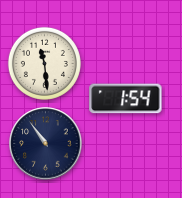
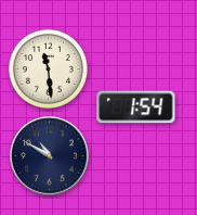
clock at (46, 144): 10:54 -> 10:50
